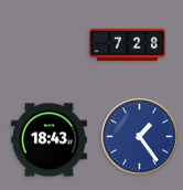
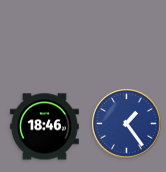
clock at (127, 44): 7:28 -> none
clock at (49, 140): 18:43 -> 18:46
